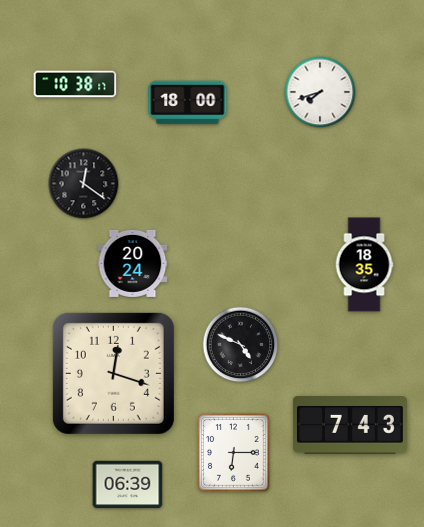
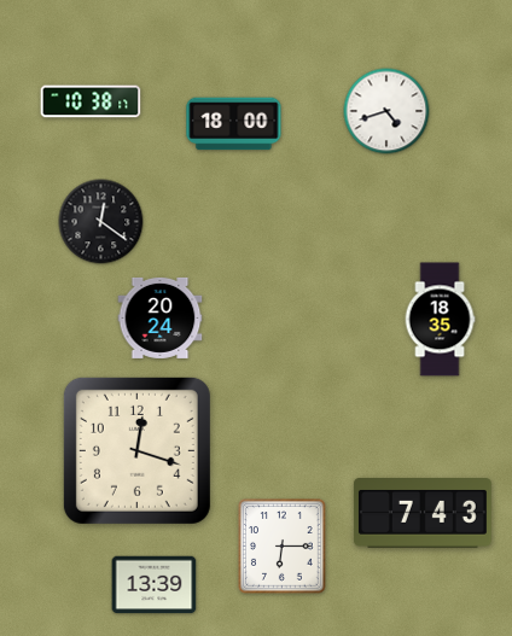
clock at (320, 92): 7:42 -> 4:42
clock at (188, 103) position: (188, 103) -> (234, 124)
clock at (241, 345): 4:49 -> none
clock at (128, 485): 06:39 -> 13:39
